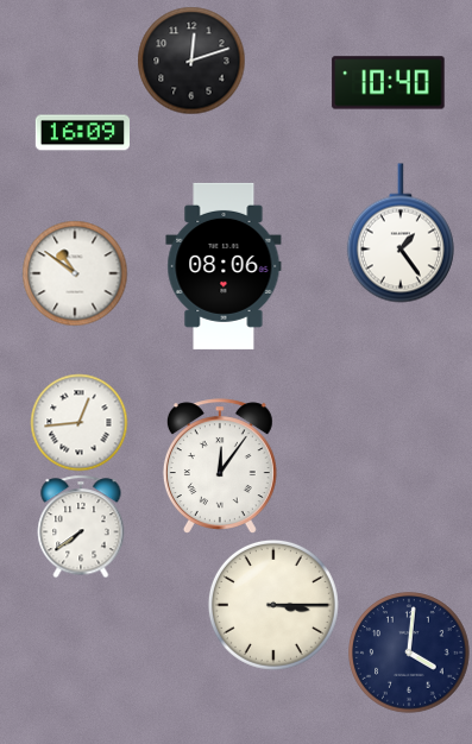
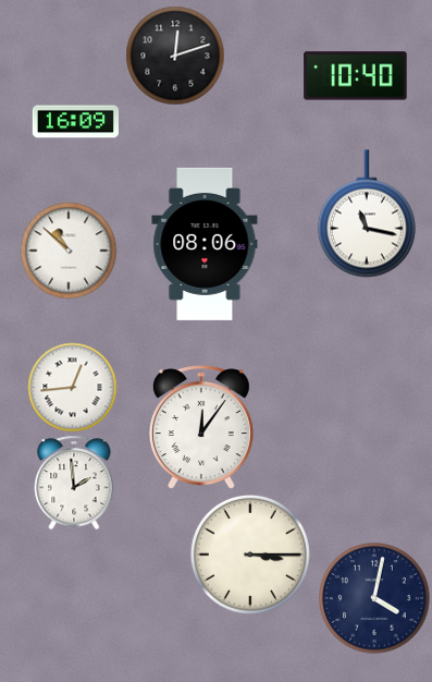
clock at (401, 233): 1:24 -> 11:17
clock at (75, 273): 10:51 -> 10:52
clock at (81, 527): 7:39 -> 1:59
clock at (409, 652): 4:01 -> 4:02
